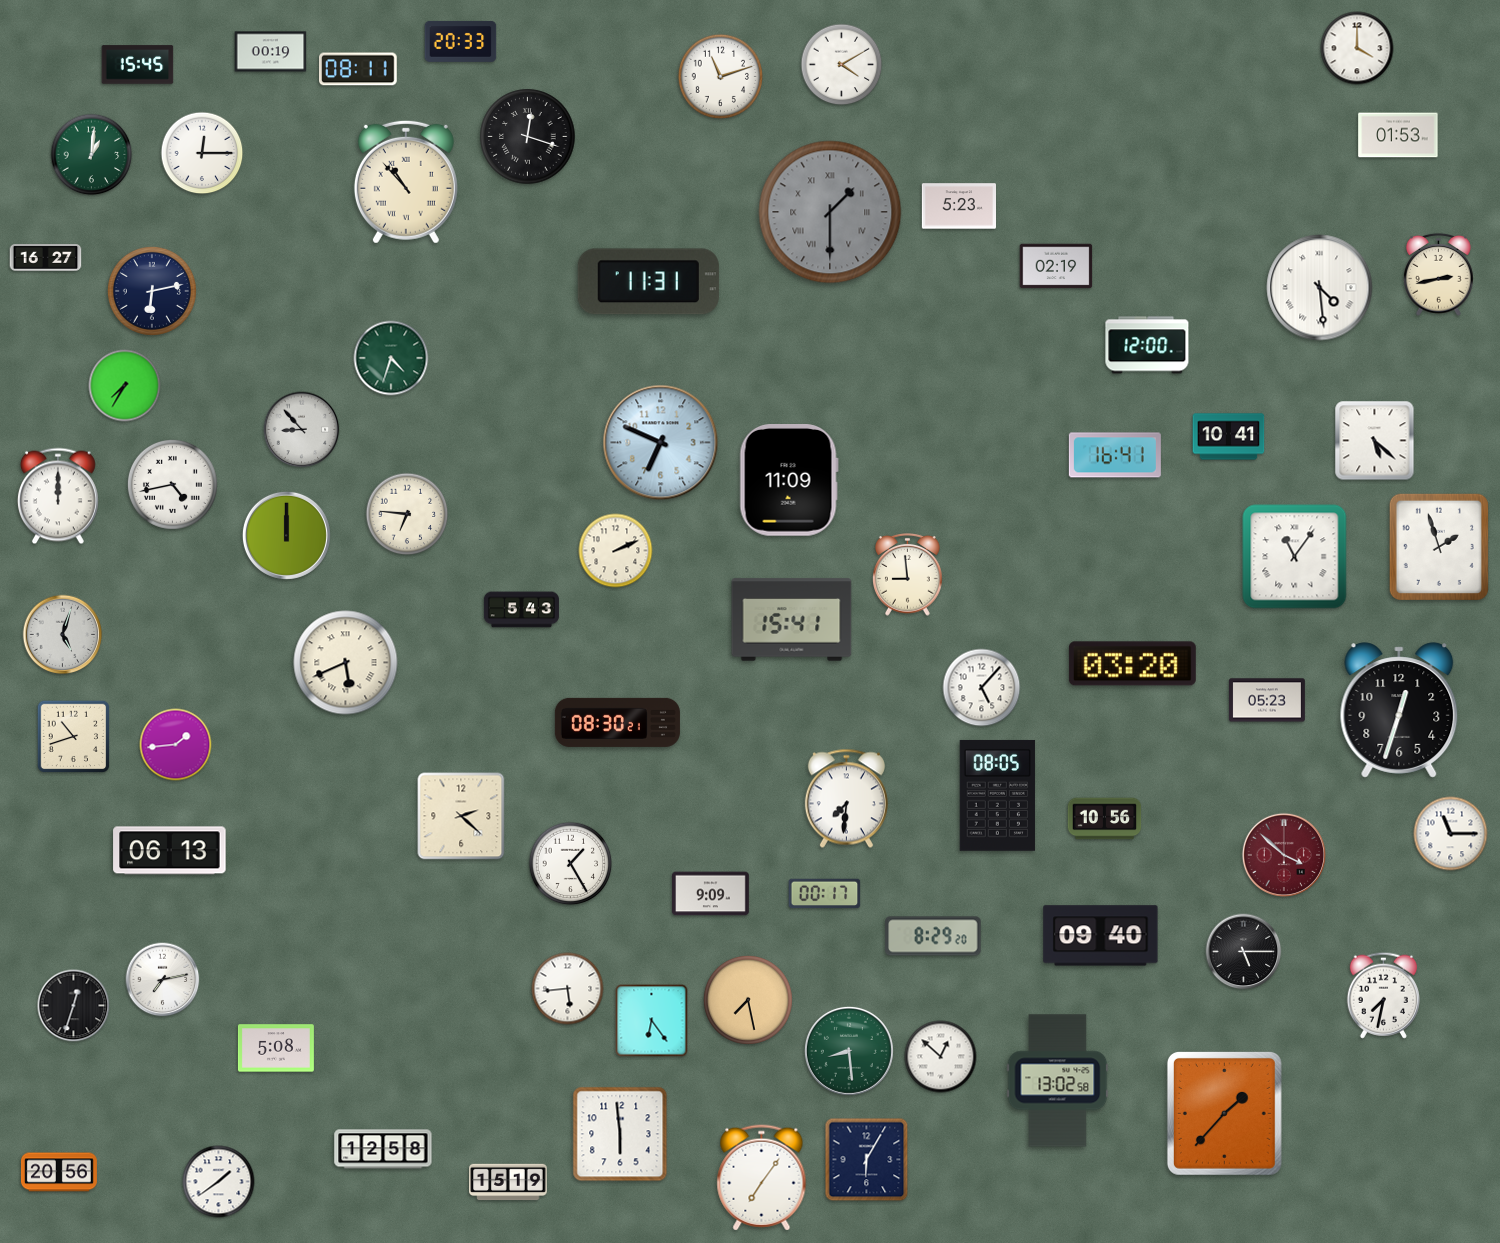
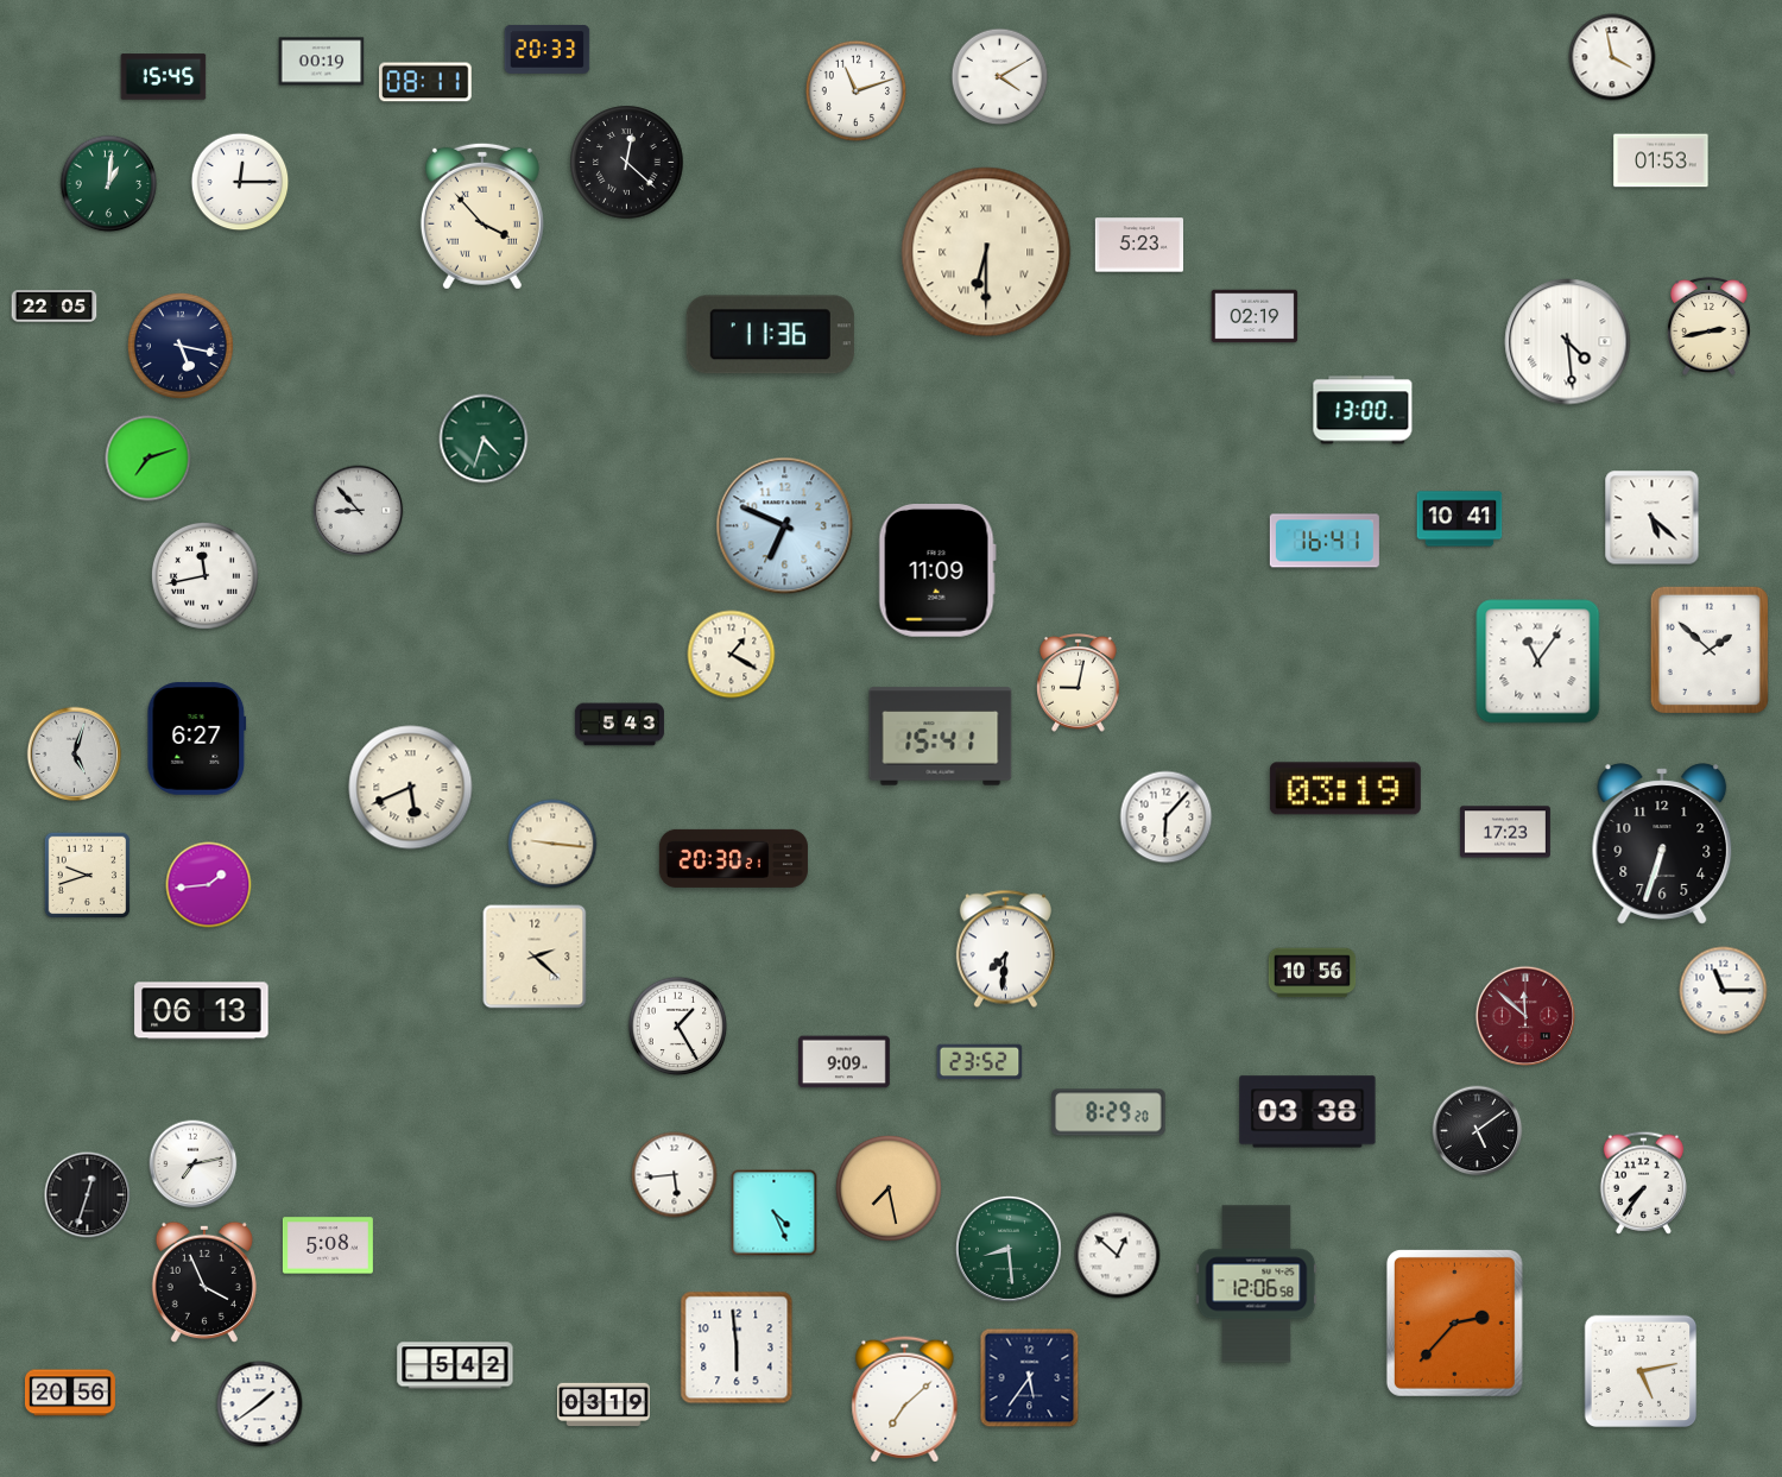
clock at (1357, 48): 4:00 -> 3:58
clock at (528, 137): 12:18 -> 12:22
clock at (406, 182): 10:53 -> 3:53
clock at (830, 212): 1:30 -> 6:30
clock at (830, 212) dial: grey -> cream
clock at (46, 258): 16:27 -> 22:05
clock at (648, 282): 11:31 -> 11:36
clock at (152, 291): 6:13 -> 5:17
clock at (1147, 345): 12:00 -> 13:00
clock at (391, 358) position: (391, 358) -> (484, 438)
clock at (125, 386): 7:35 -> 7:12
clock at (1375, 441) position: (1375, 441) -> (1653, 518)
clock at (172, 484): 4:43 -> 11:43
clock at (58, 496): 12:00 -> none
clock at (407, 514): 6:46 -> none
clock at (286, 535): 12:00 -> none
clock at (1439, 547): 1:57 -> 1:52
clock at (616, 551): 2:11 -> 1:20
clock at (908, 574): 8:59 -> 9:02
clock at (197, 739): none -> 6:27
clock at (1132, 664): 03:20 -> 03:19
clock at (982, 688): 5:07 -> 6:07
clock at (1267, 700): 05:23 -> 17:23
clock at (552, 844): none -> 9:16
clock at (1399, 710): 12:33 -> 6:33
clock at (617, 722): 08:30 -> 20:30
clock at (74, 737): 10:42 -> 9:42
clock at (997, 795): 08:05 -> none
clock at (461, 816) position: (461, 816) -> (535, 957)
clock at (1284, 855): 3:52 -> 11:52
clock at (825, 894): 00:17 -> 23:52
clock at (1101, 936): 09:40 -> 03:38
clock at (1244, 952): 5:15 -> 5:09
clock at (1383, 995): 7:32 -> 7:36
clock at (652, 1021): 6:24 -> 4:26
clock at (204, 1282): none -> 3:56
clock at (1058, 1081): 13:02 -> 12:06
clock at (1224, 1113): 1:37 -> 2:37
clock at (383, 1149): 12:58 -> 5:42
clock at (1641, 1371): none -> 5:13
clock at (867, 1160): 6:05 -> 5:36
clock at (762, 1178): 7:06 -> 7:08
clock at (508, 1182): 15:19 -> 03:19
